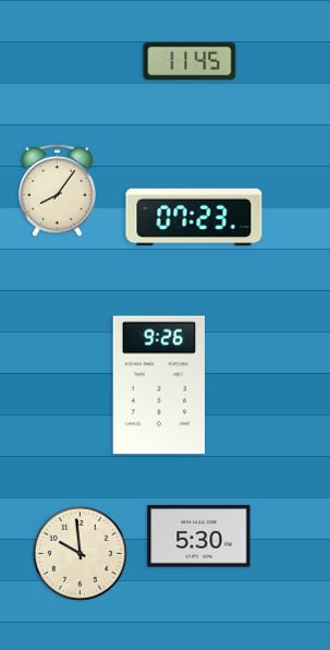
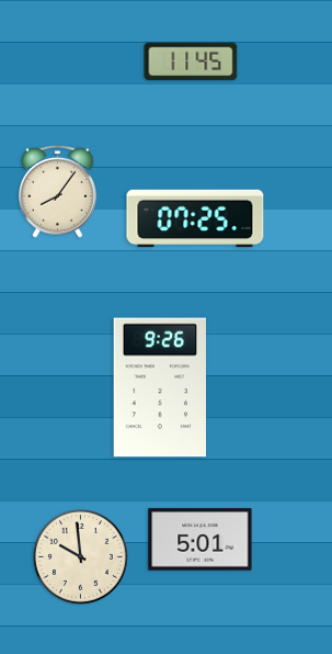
clock at (194, 217): 07:23 -> 07:25
clock at (199, 537): 5:30 -> 5:01
